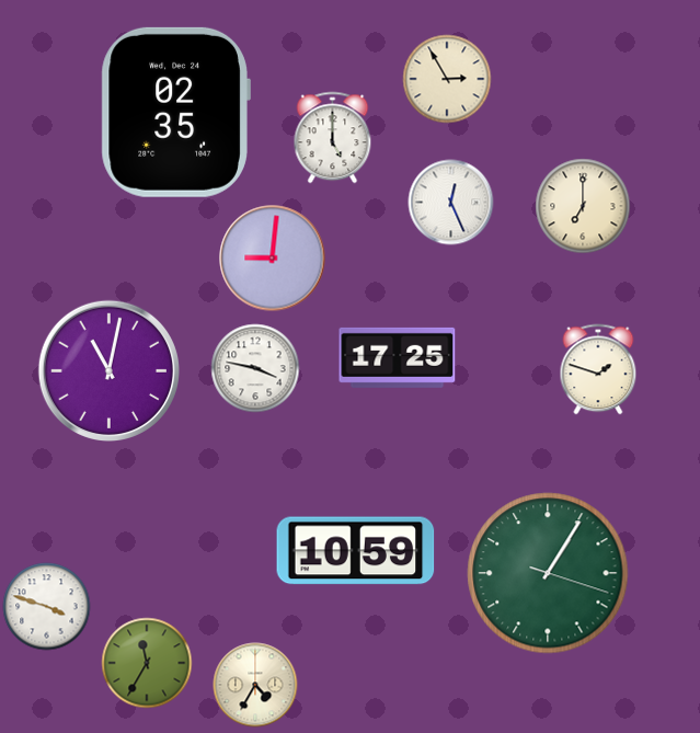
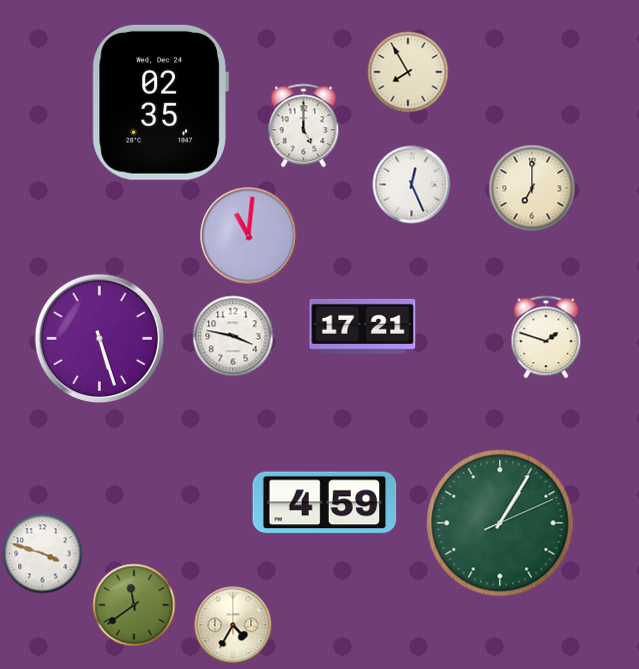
clock at (447, 79): 2:55 -> 7:55
clock at (273, 259): 9:01 -> 11:01
clock at (398, 357): 17:25 -> 17:21
clock at (108, 370): 11:02 -> 5:27
clock at (356, 551): 10:59 -> 4:59
clock at (548, 573): 1:05:18 -> 1:05:11
clock at (147, 663): 11:35 -> 11:39
